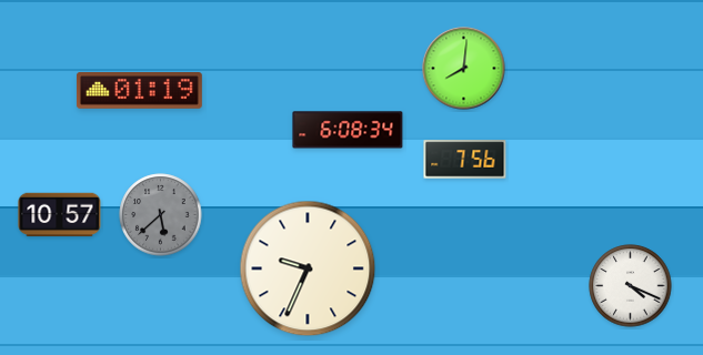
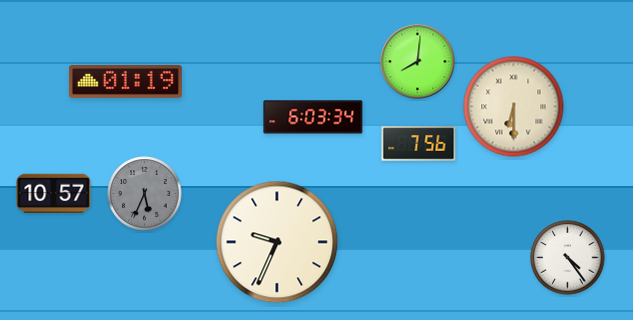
clock at (514, 107): none -> 6:30
clock at (348, 130): 6:08 -> 6:03
clock at (161, 215): 5:38 -> 5:34
clock at (631, 286): 4:19 -> 4:24
